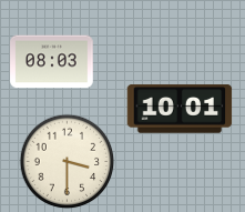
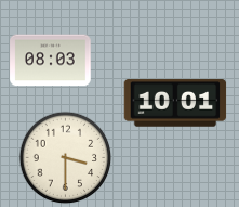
clock at (180, 109) position: (180, 109) -> (175, 103)
